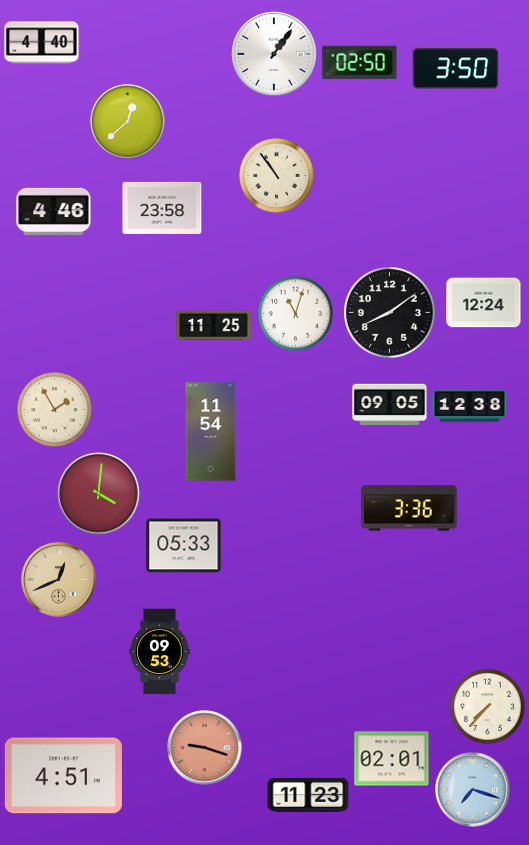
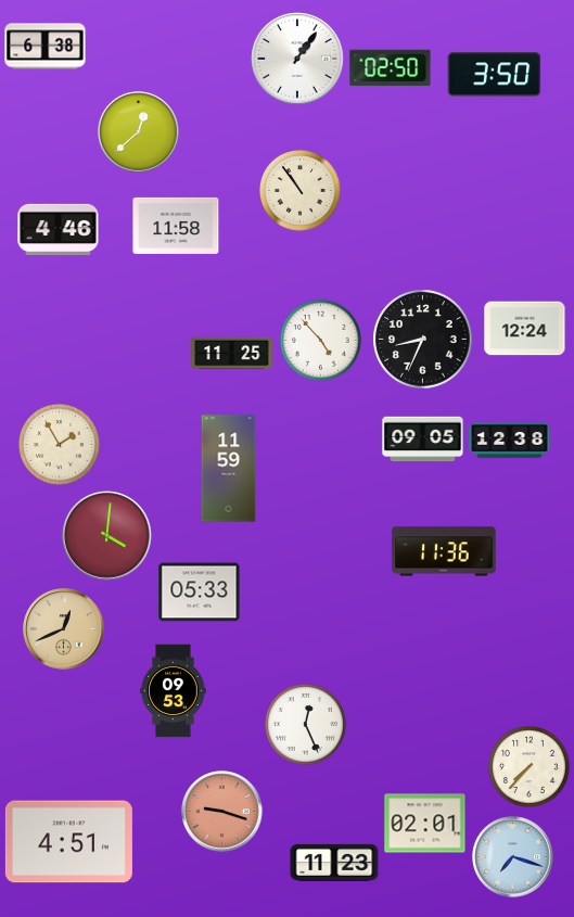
clock at (42, 43): 4:40 -> 6:38
clock at (162, 208): 23:58 -> 11:58
clock at (295, 313): 11:03 -> 4:53
clock at (390, 313): 8:09 -> 8:34
clock at (211, 432): 11:54 -> 11:59
clock at (409, 508): 3:36 -> 11:36
clock at (160, 652) position: (160, 652) -> (174, 691)
clock at (305, 724): none -> 12:26
